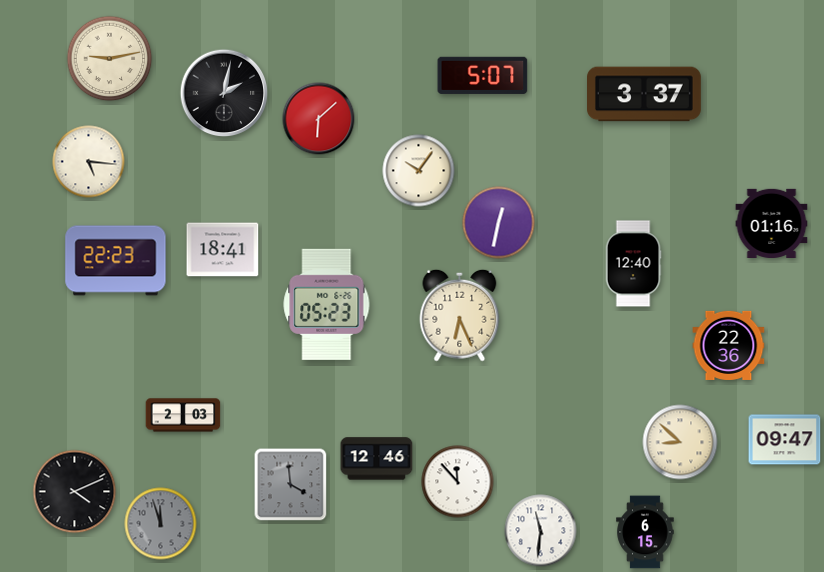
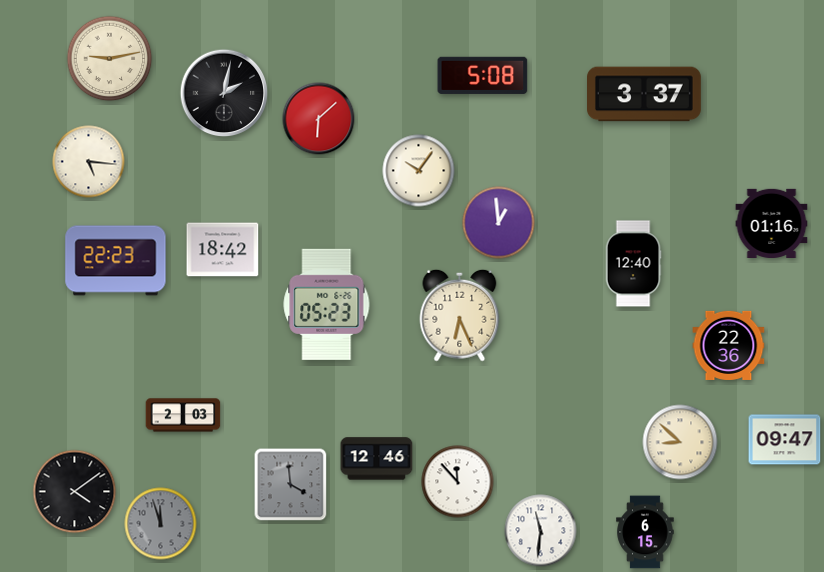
clock at (483, 75): 5:07 -> 5:08
clock at (499, 223): 12:32 -> 12:59
clock at (223, 250): 18:41 -> 18:42
clock at (75, 492): 4:11 -> 4:09
